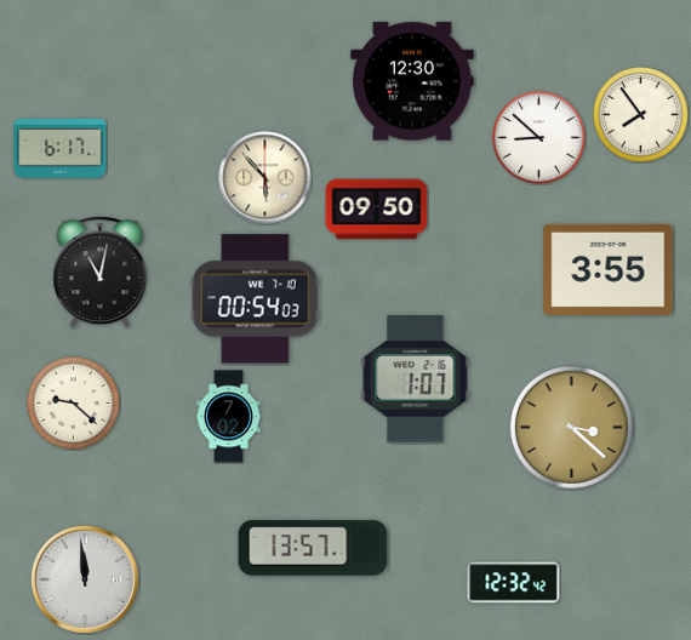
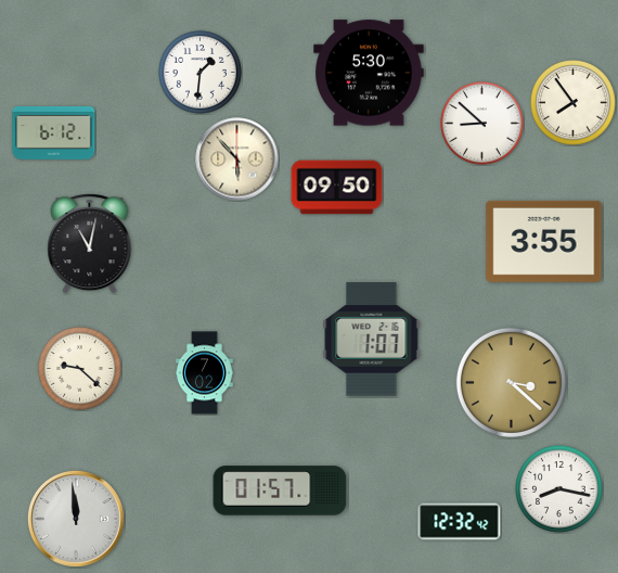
clock at (201, 73): none -> 1:31
clock at (412, 81): 12:30 -> 5:30
clock at (61, 148): 6:17 -> 6:12
clock at (255, 299): 00:54 -> none
clock at (74, 404) position: (74, 404) -> (80, 369)
clock at (559, 489): none -> 8:17
clock at (313, 548): 13:57 -> 01:57
